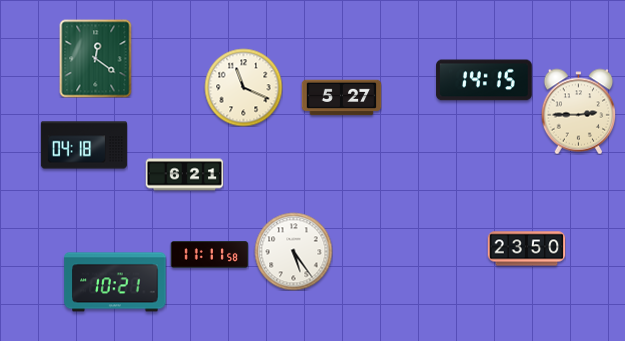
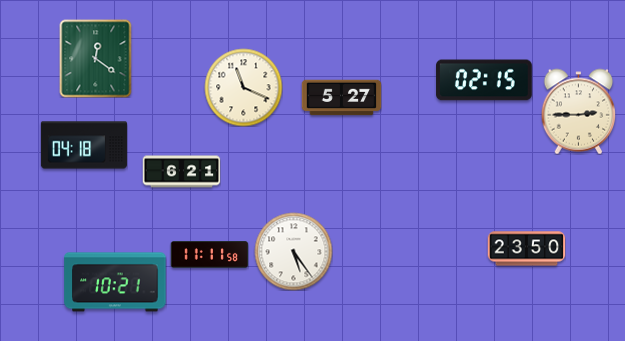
clock at (484, 80): 14:15 -> 02:15
clock at (184, 175) position: (184, 175) -> (181, 172)
